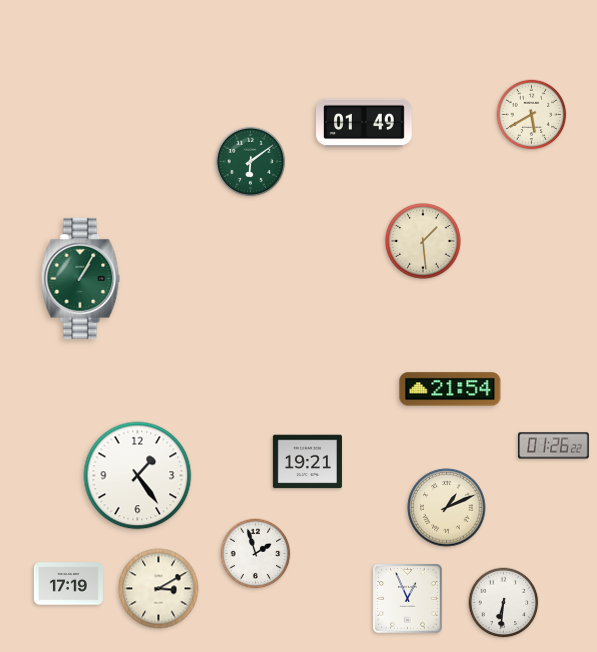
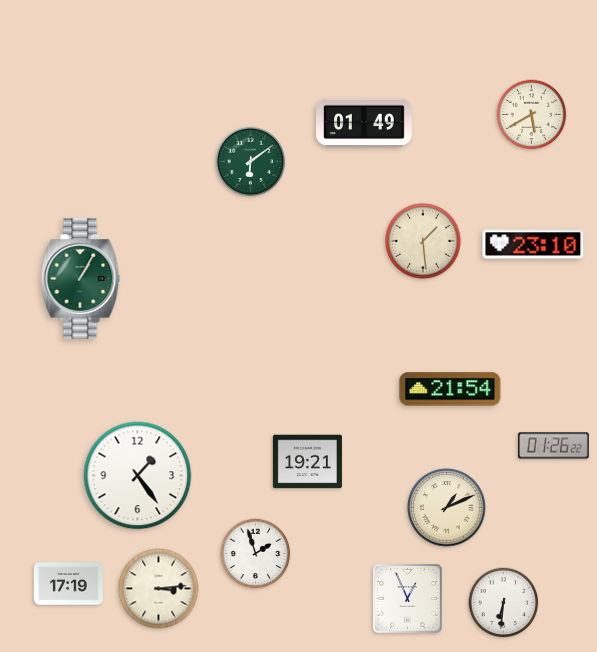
clock at (533, 244): none -> 23:10
clock at (159, 589): 3:10 -> 3:14
